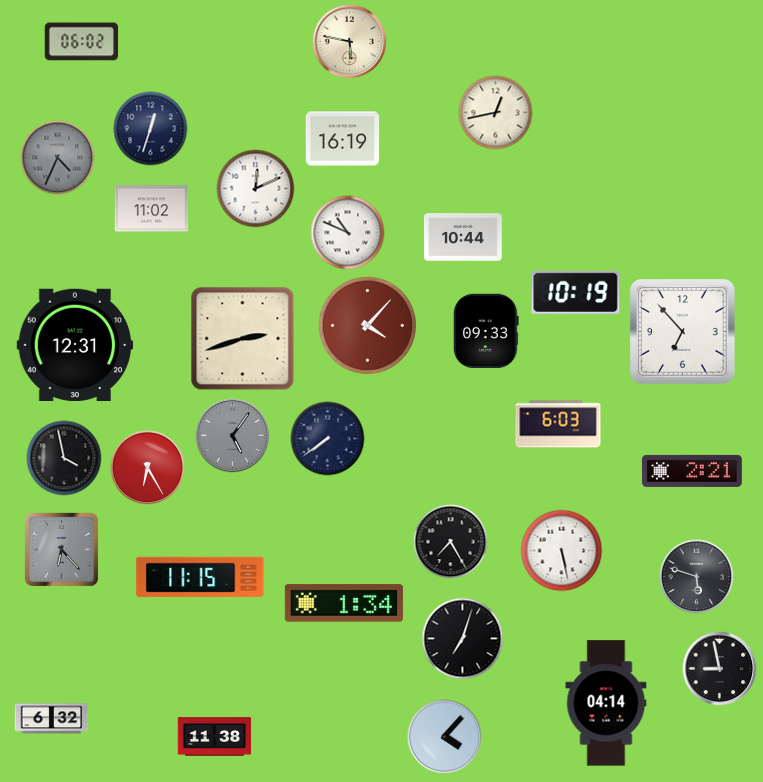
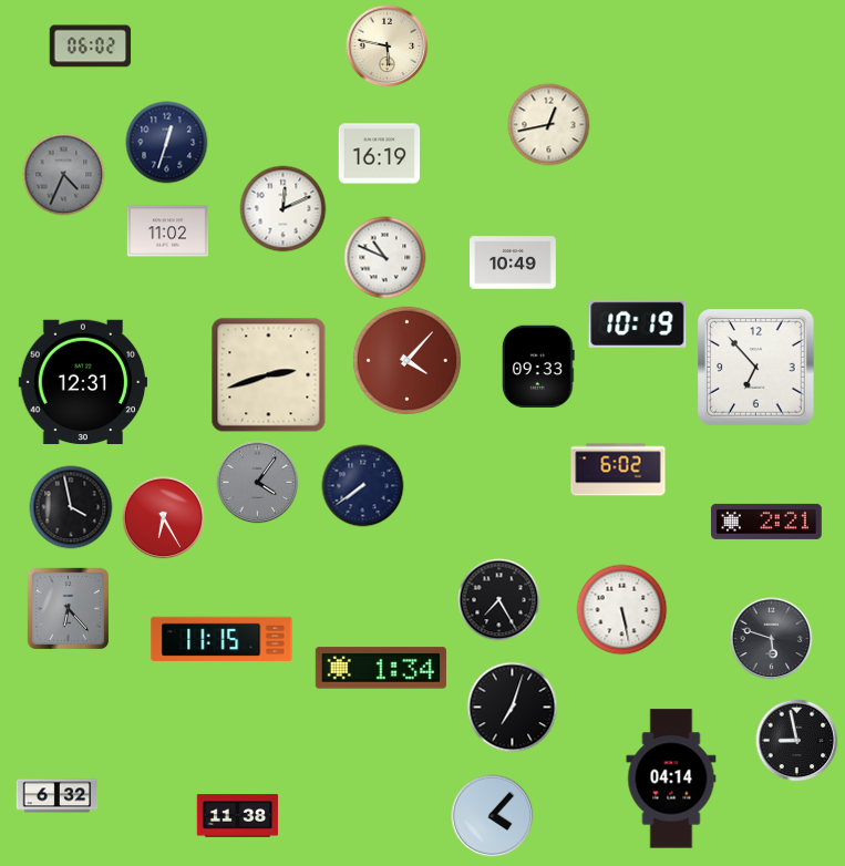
clock at (463, 237): 10:44 -> 10:49
clock at (558, 424): 6:03 -> 6:02
clock at (233, 436): 5:06 -> 4:06
